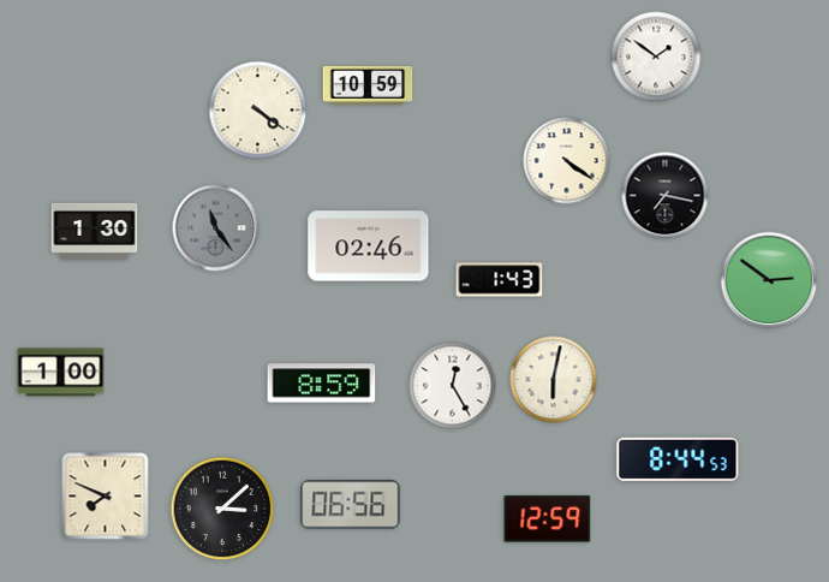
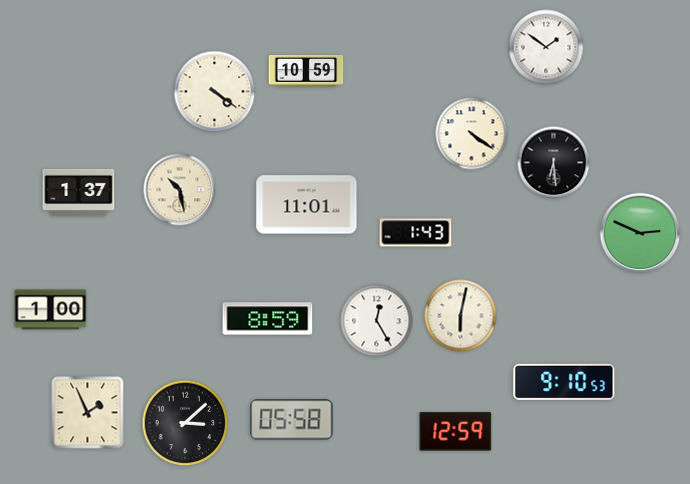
clock at (666, 196): 7:17 -> 6:29
clock at (216, 228): 11:24 -> 10:28
clock at (216, 228) dial: grey -> cream
clock at (95, 231): 1:30 -> 1:37
clock at (369, 247): 02:46 -> 11:01
clock at (769, 280): 2:51 -> 2:49
clock at (678, 459): 8:44 -> 9:10
clock at (106, 497): 7:49 -> 1:56
clock at (351, 505): 06:56 -> 05:58
